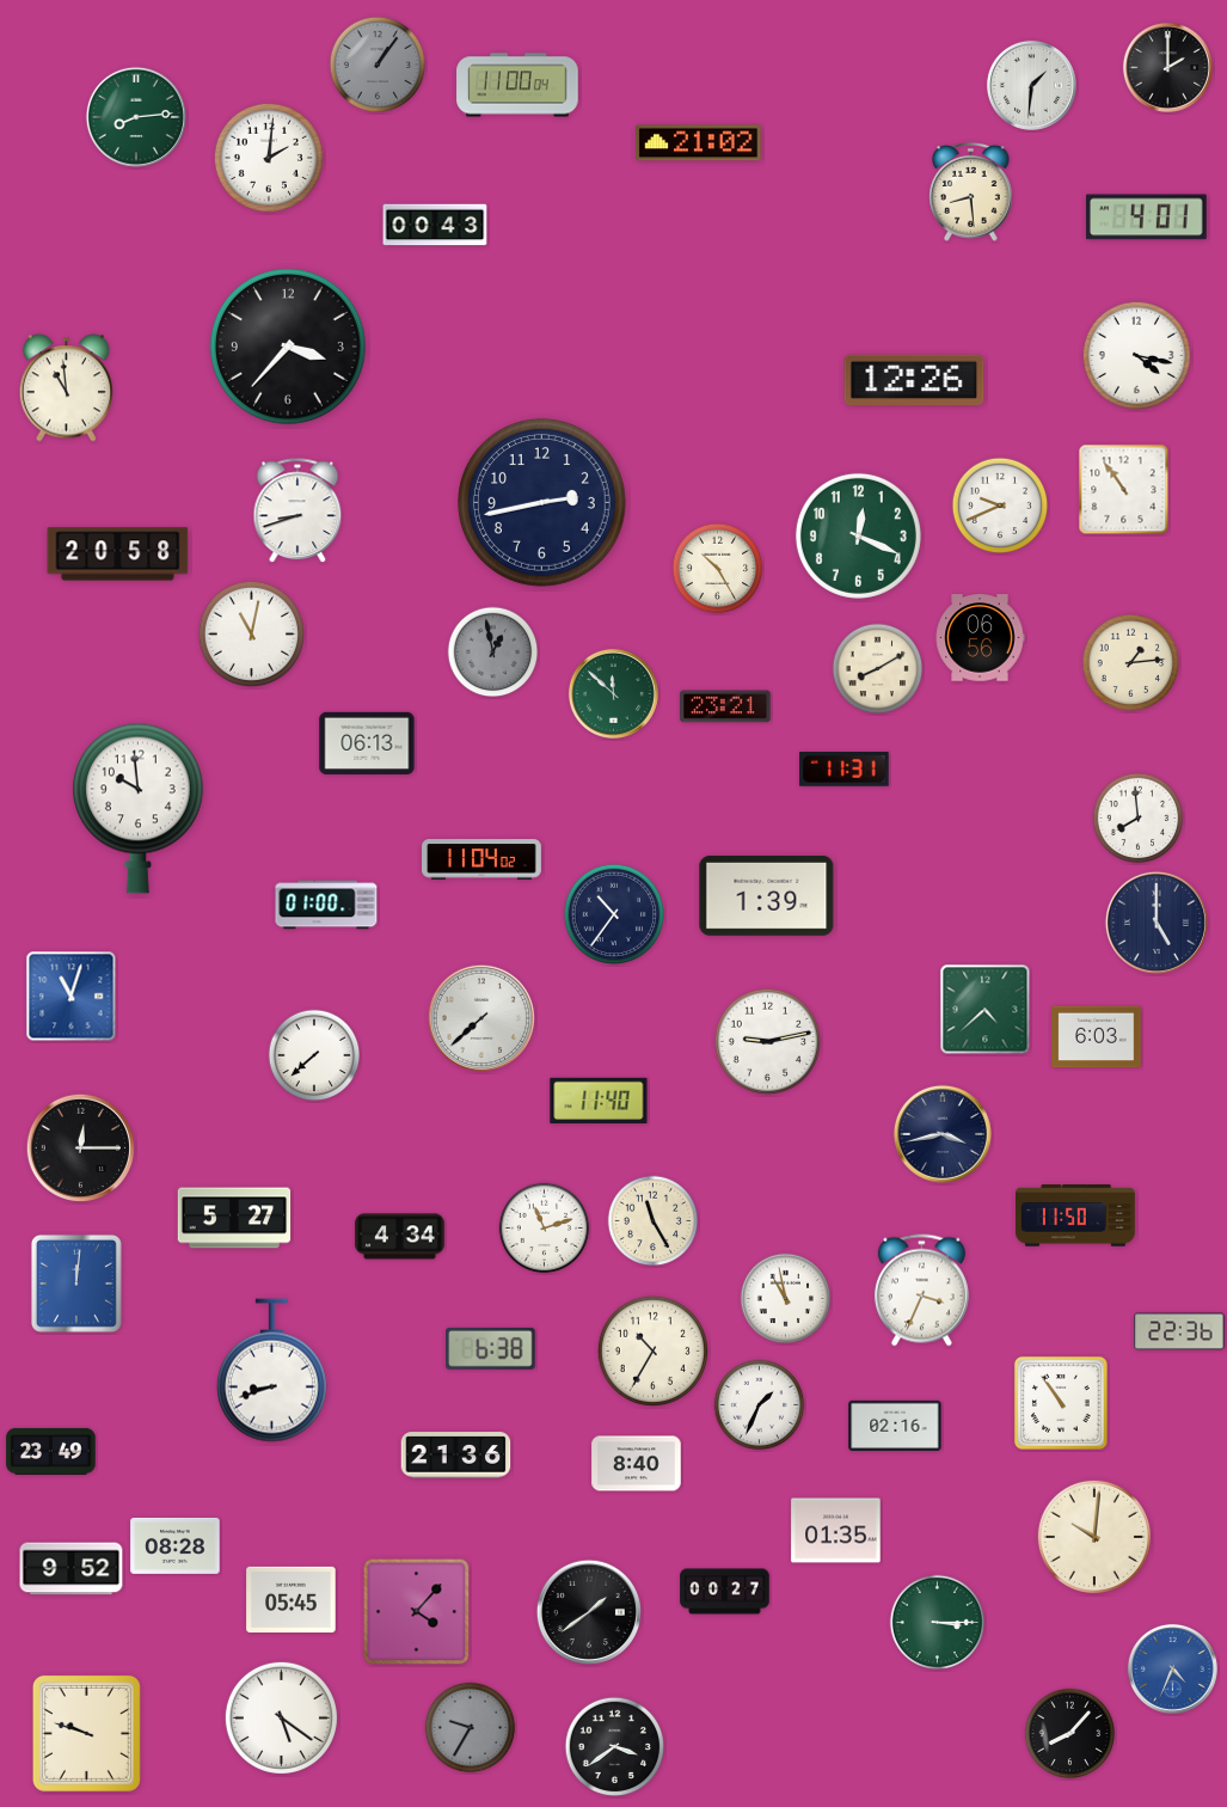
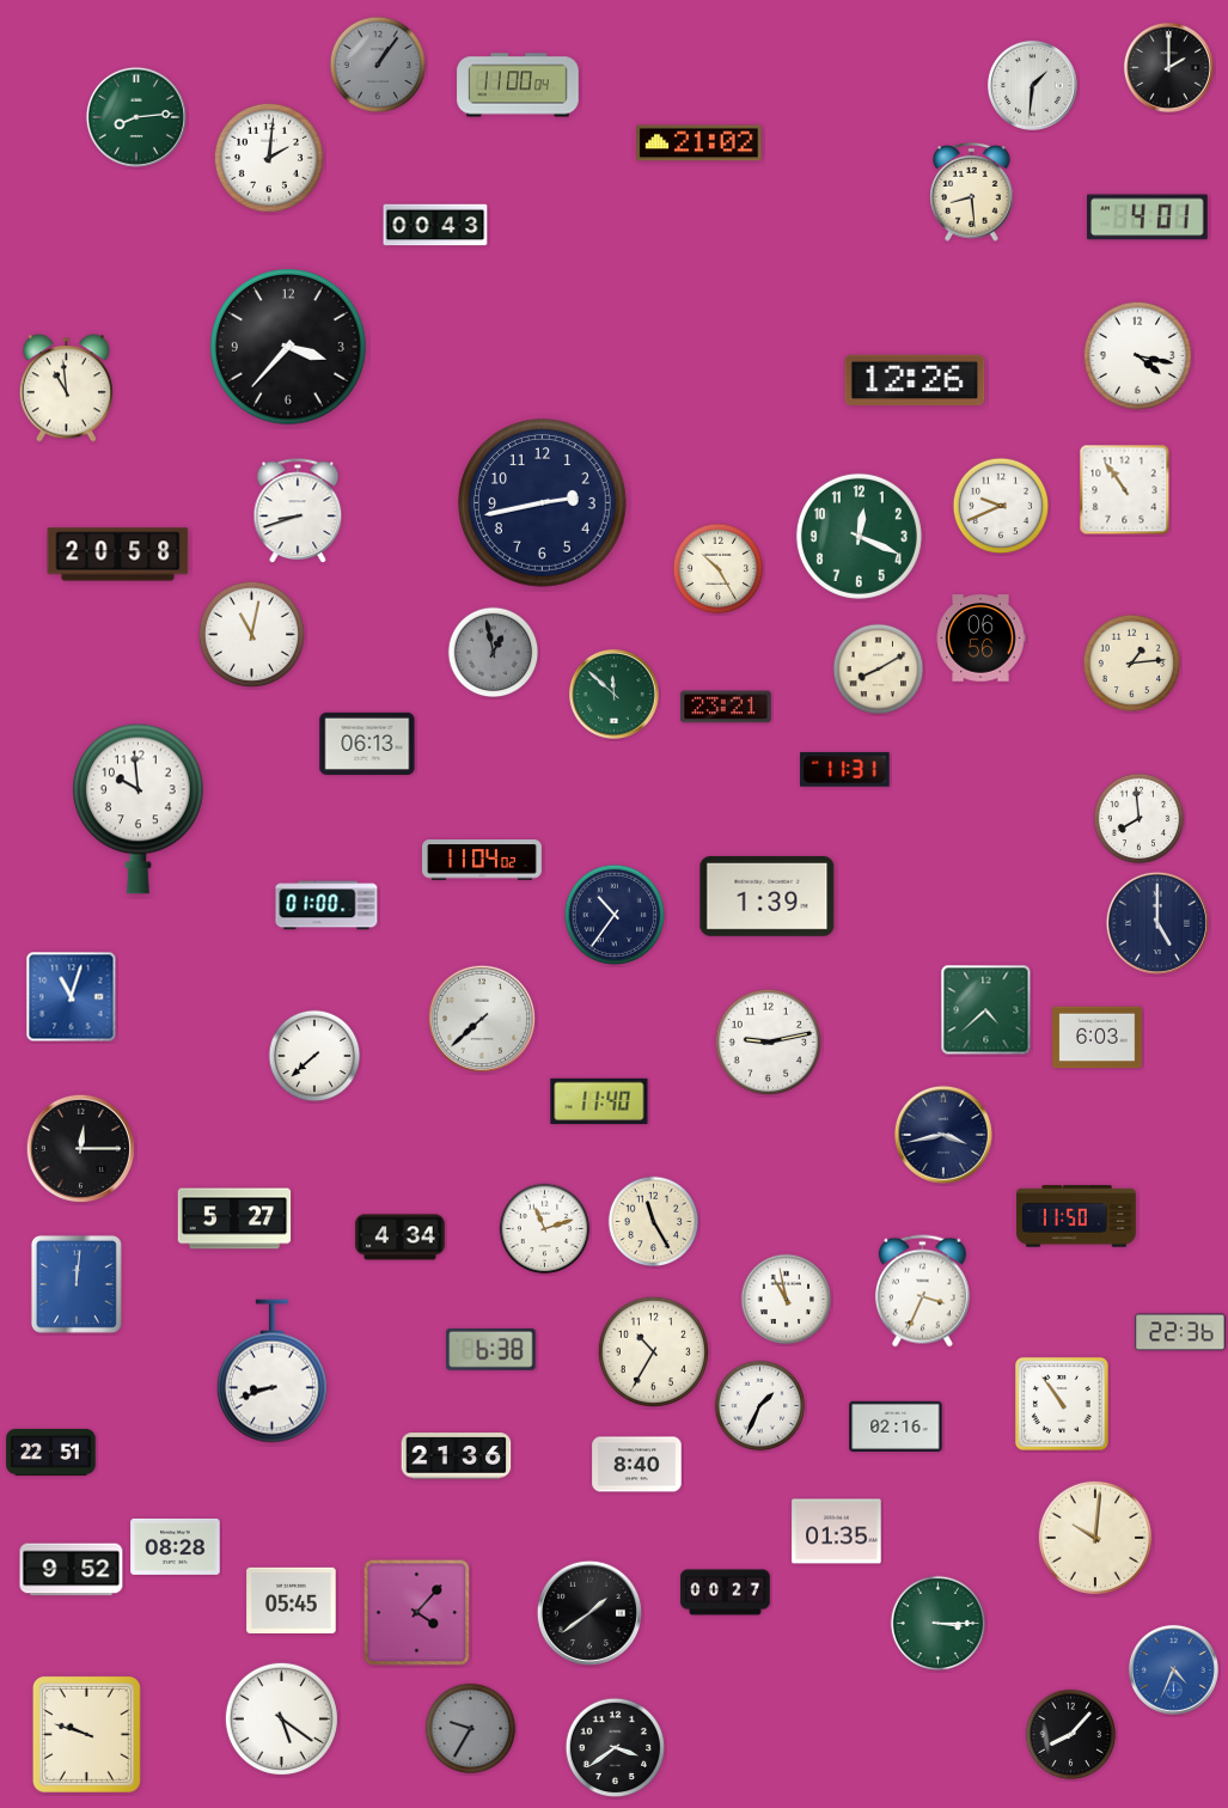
clock at (51, 1451): 23:49 -> 22:51
